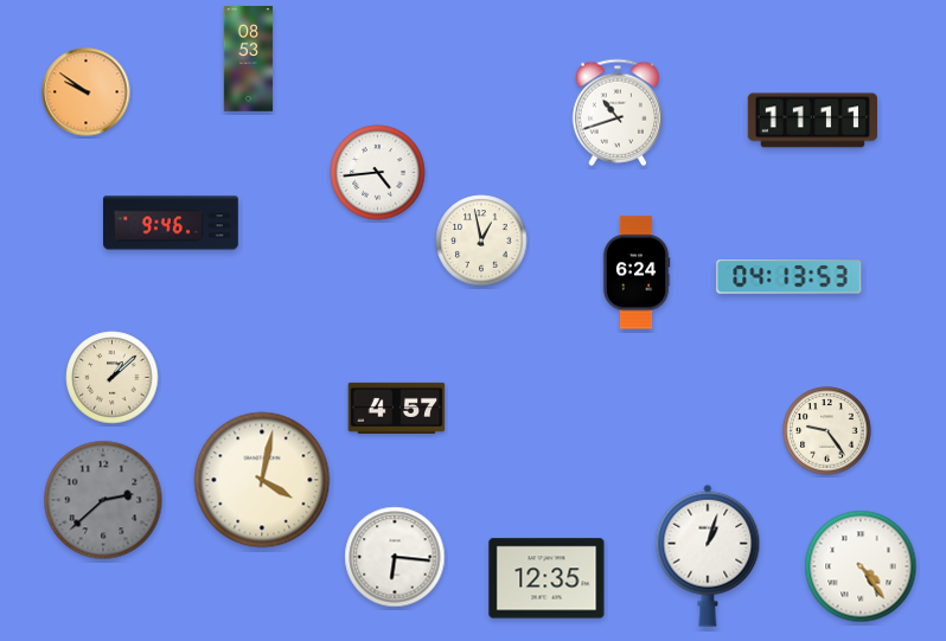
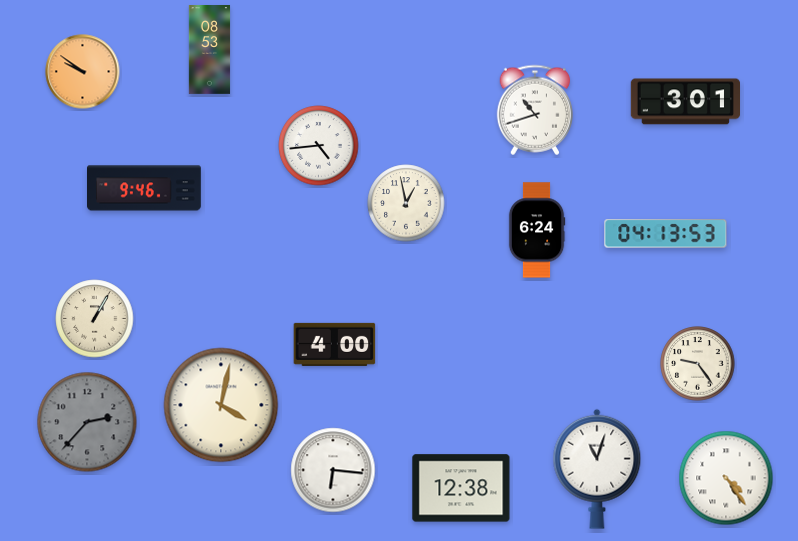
clock at (87, 92) position: (87, 92) -> (83, 72)
clock at (616, 113) position: (616, 113) -> (534, 110)
clock at (812, 121): 11:11 -> 3:01
clock at (113, 378): 1:08 -> 1:05
clock at (397, 408): 4:57 -> 4:00
clock at (103, 500): 2:38 -> 2:37
clock at (708, 556): 1:03 -> 11:03
clock at (546, 578): 12:35 -> 12:38
